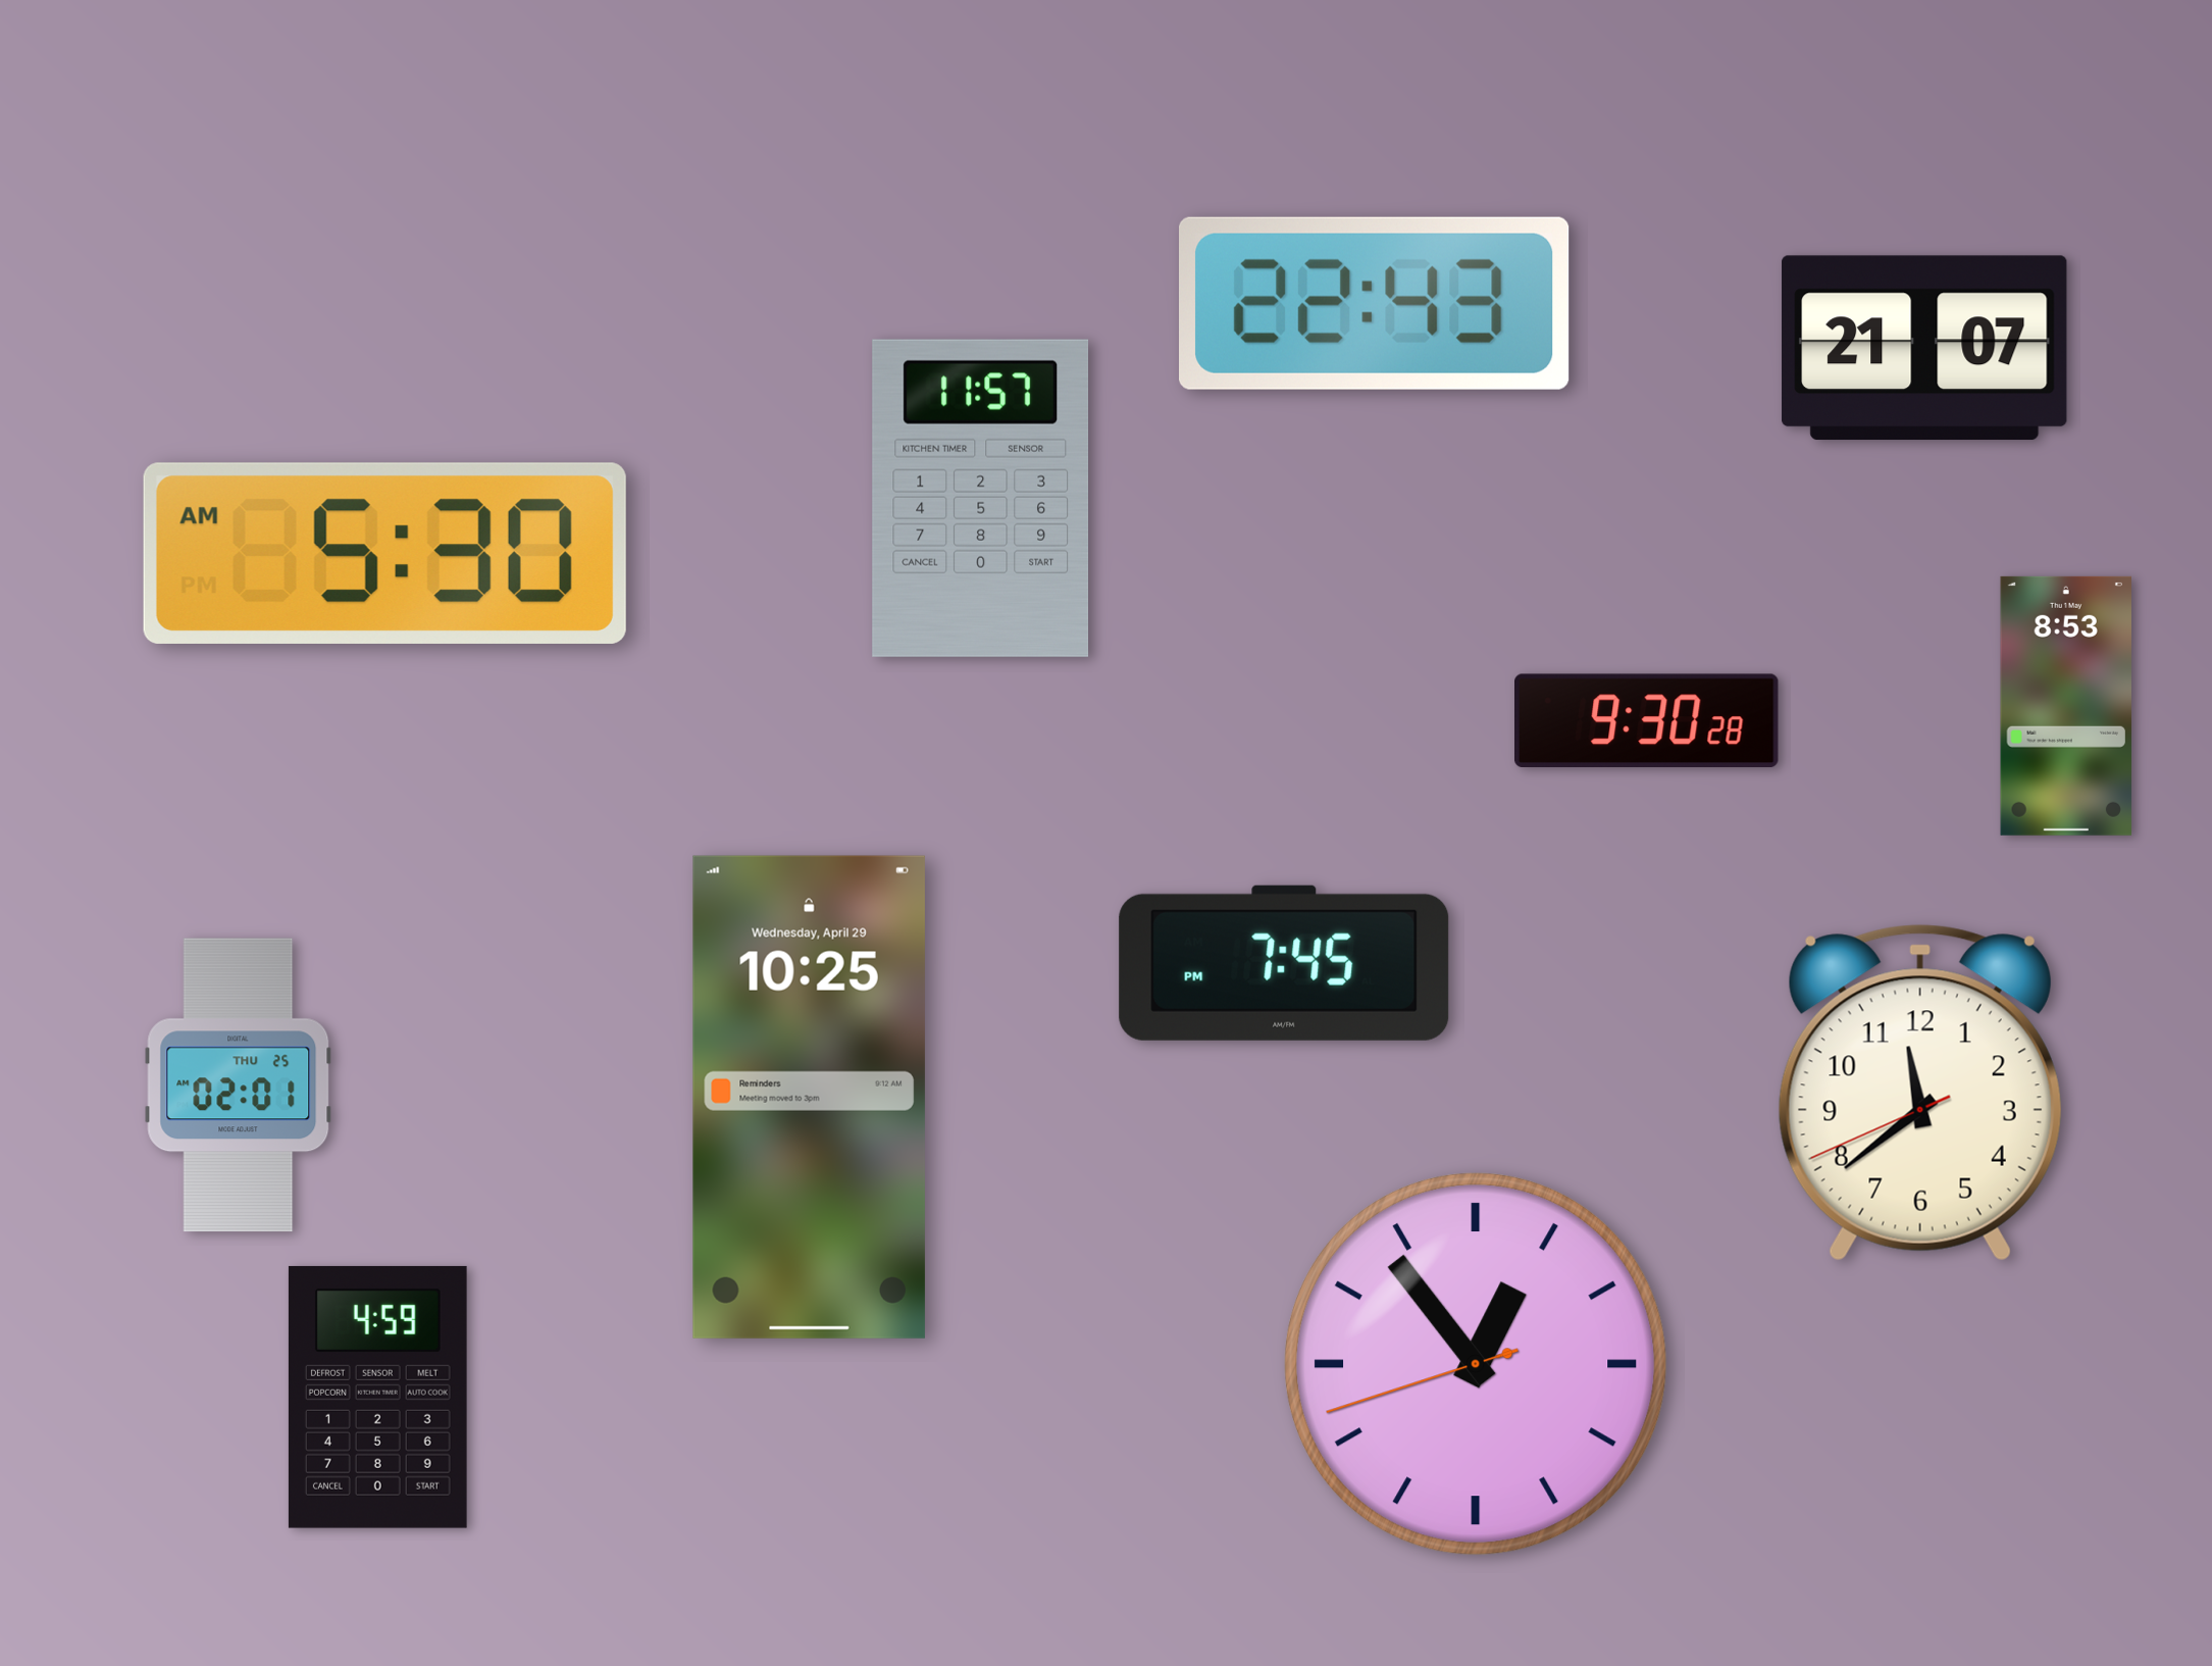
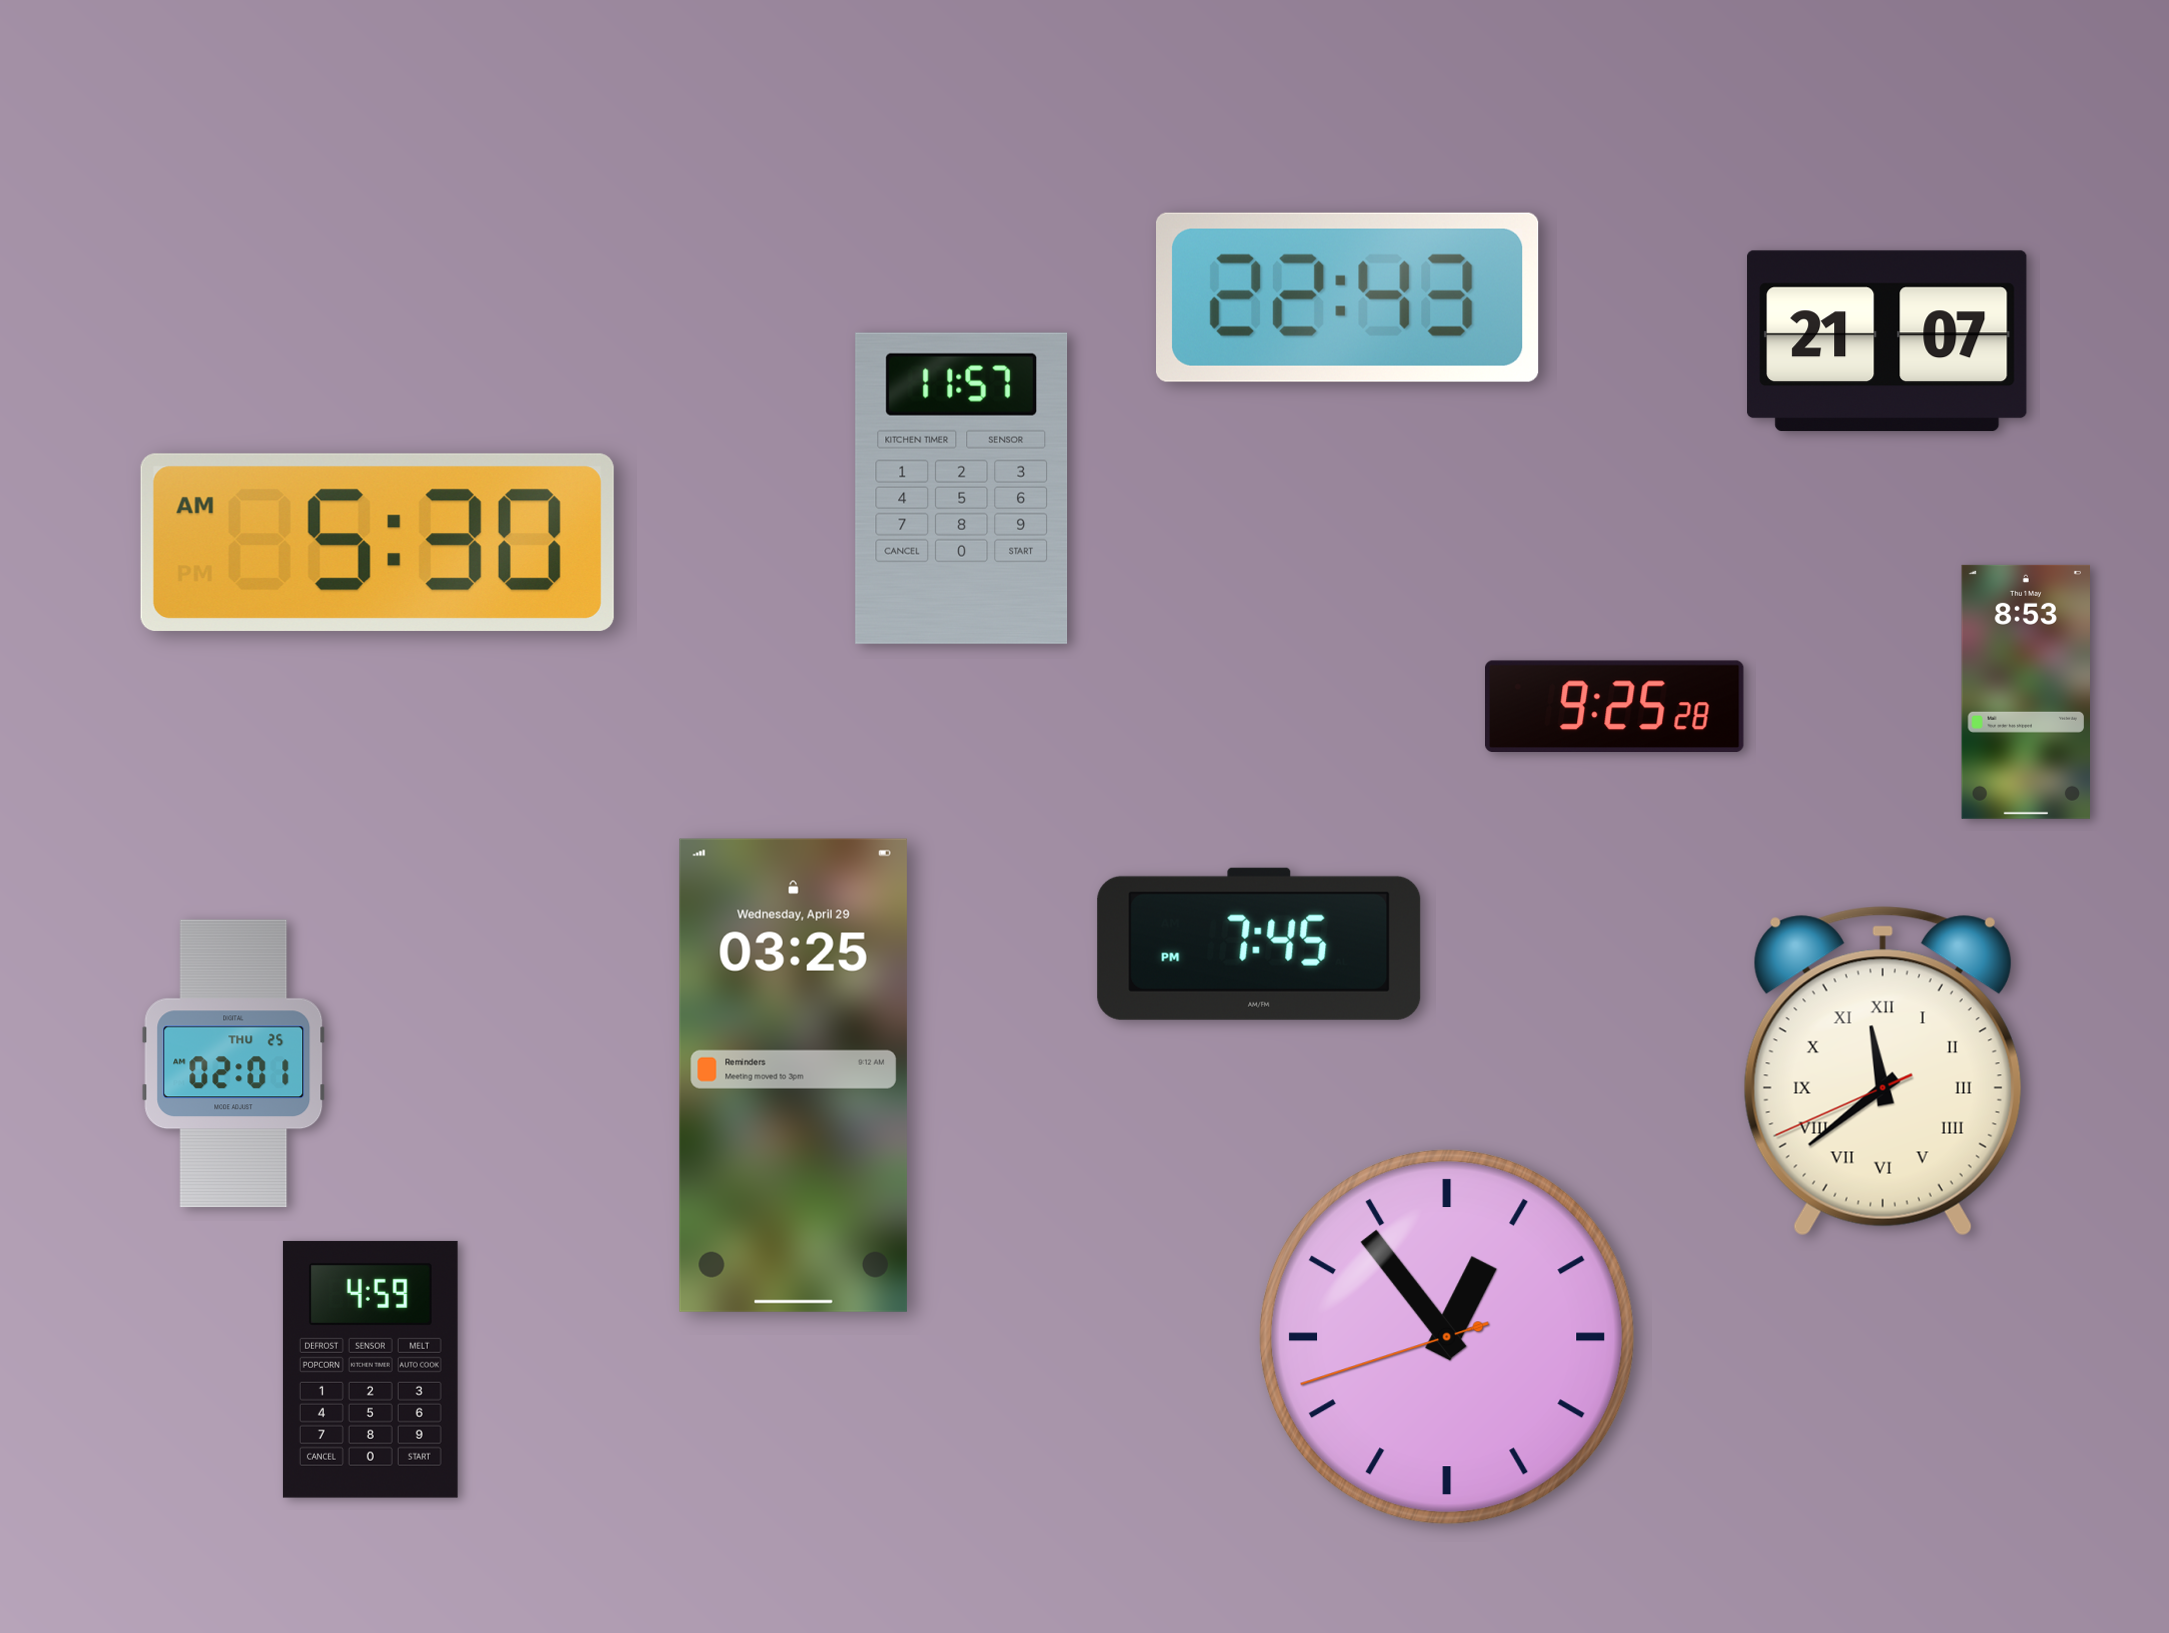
clock at (1647, 720): 9:30 -> 9:25
clock at (1920, 1093) numerals: Arabic -> Roman
clock at (809, 1097): 10:25 -> 03:25
